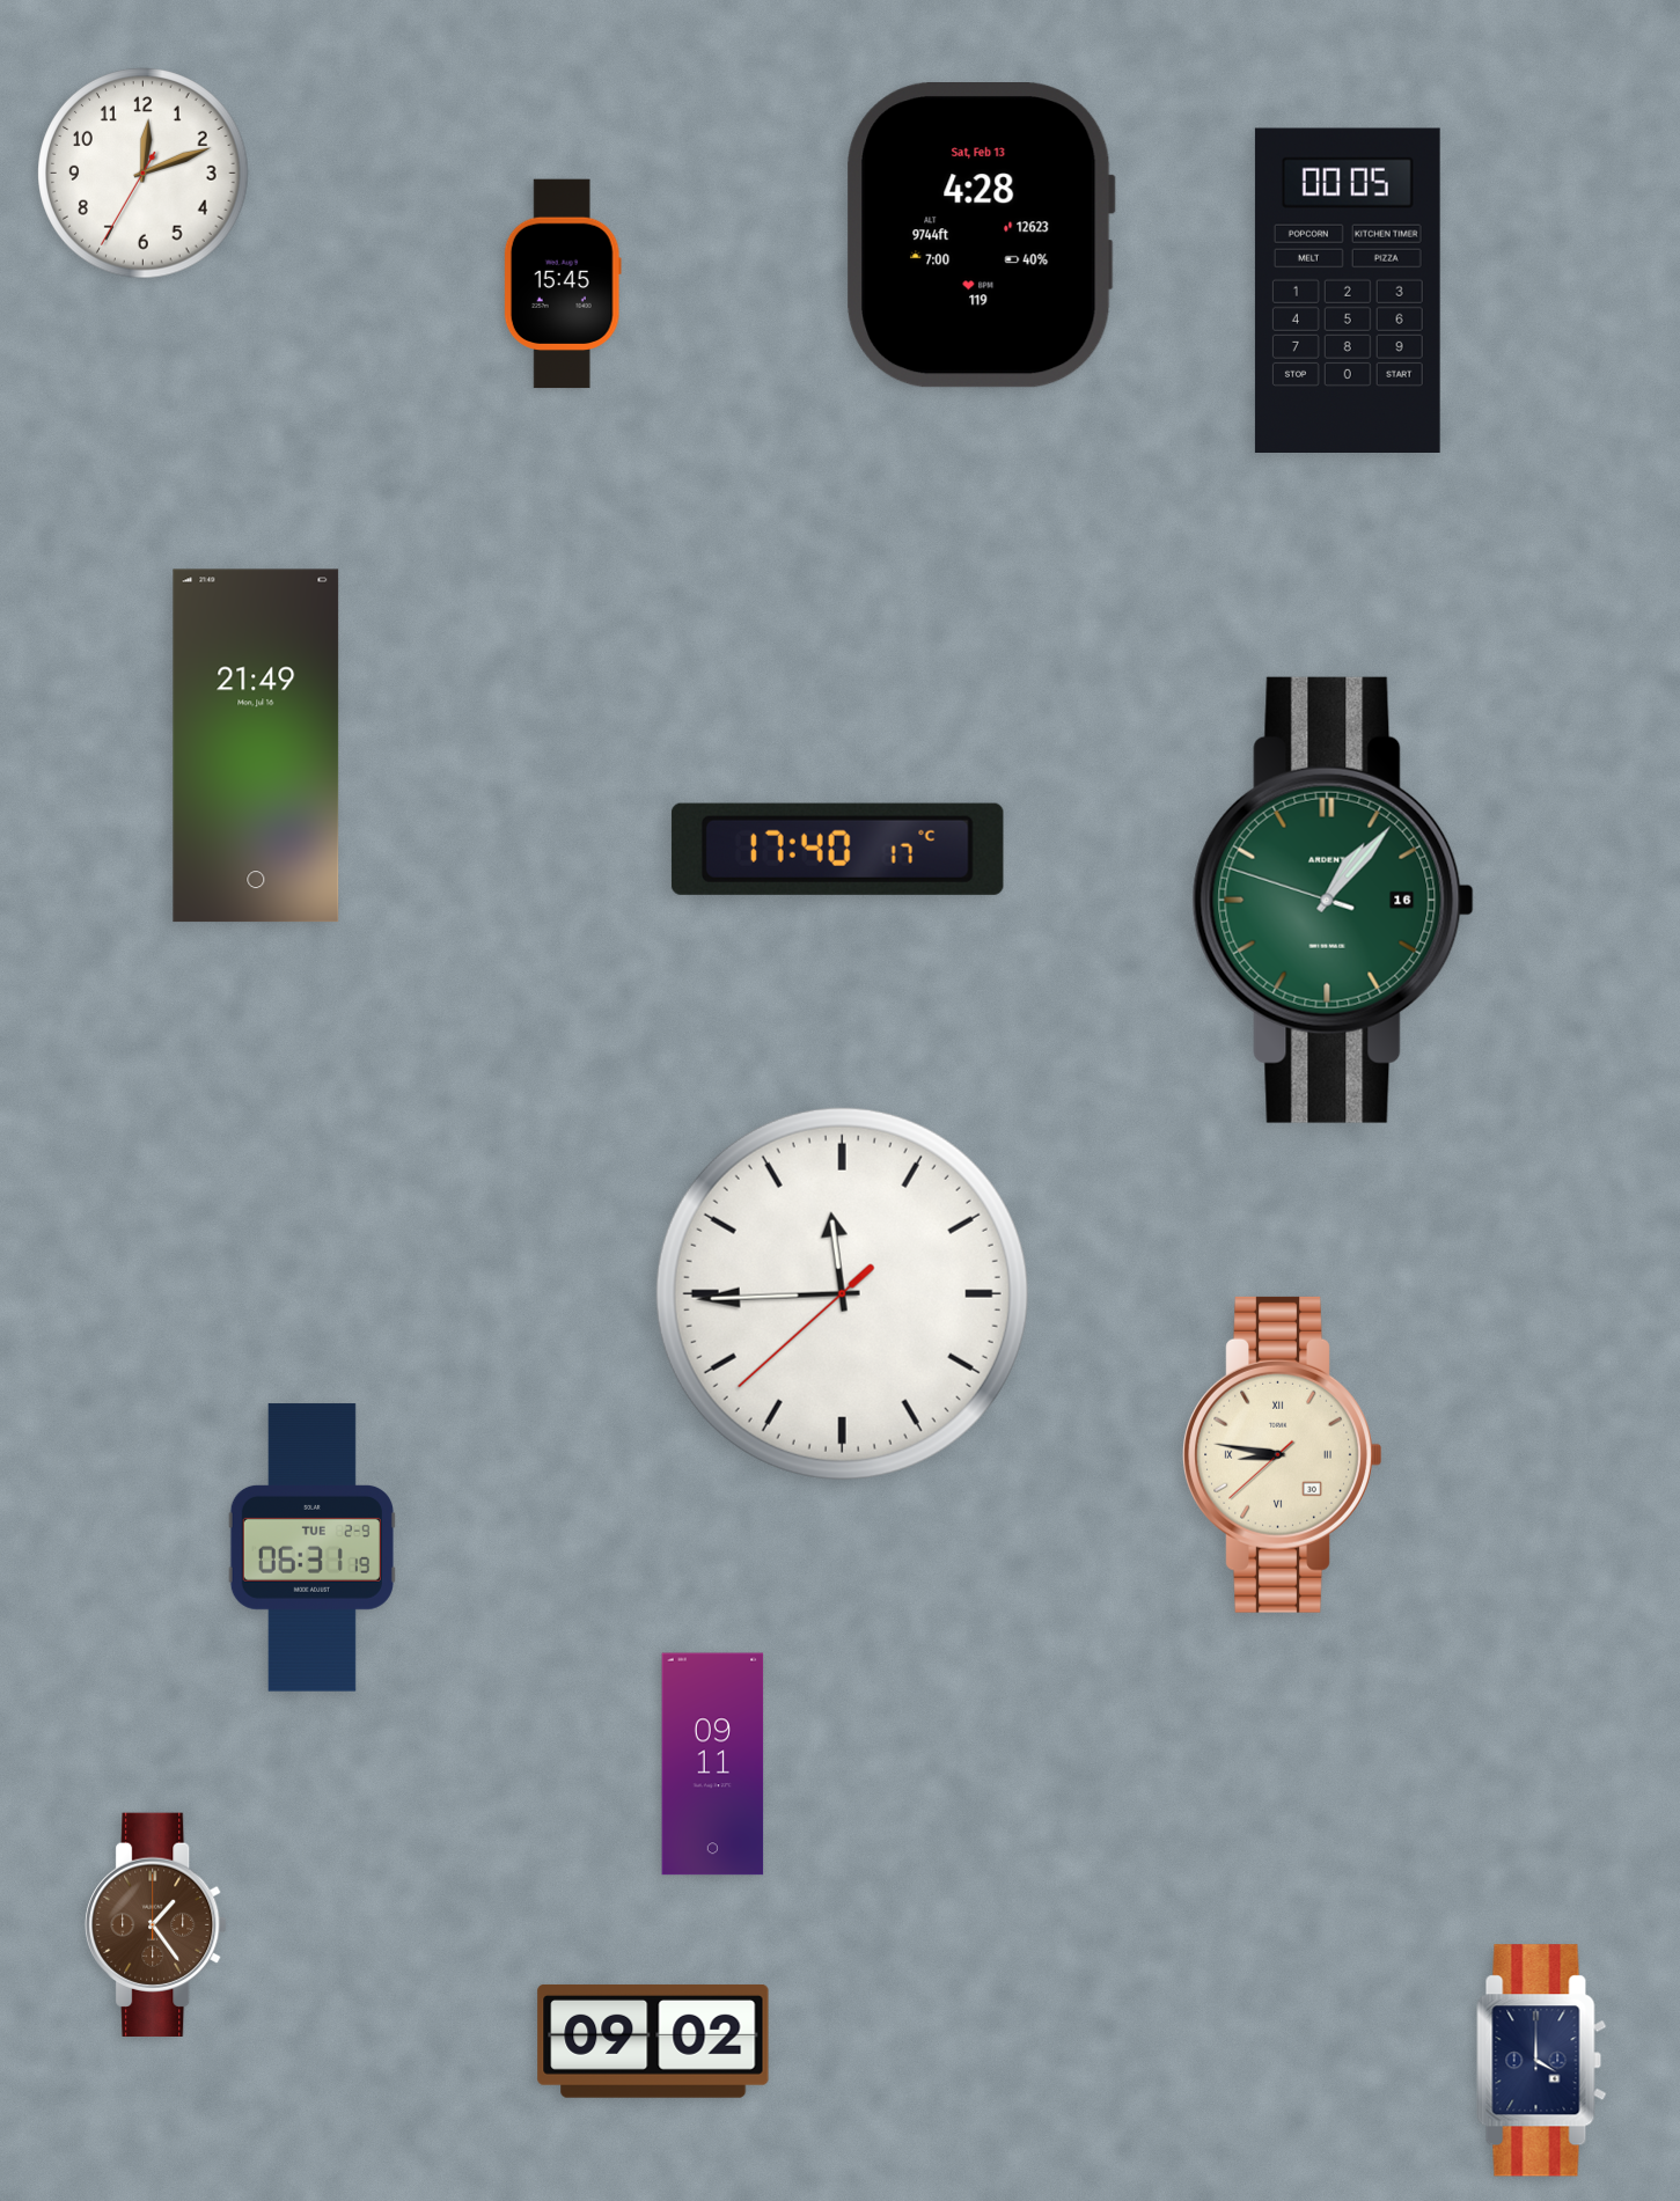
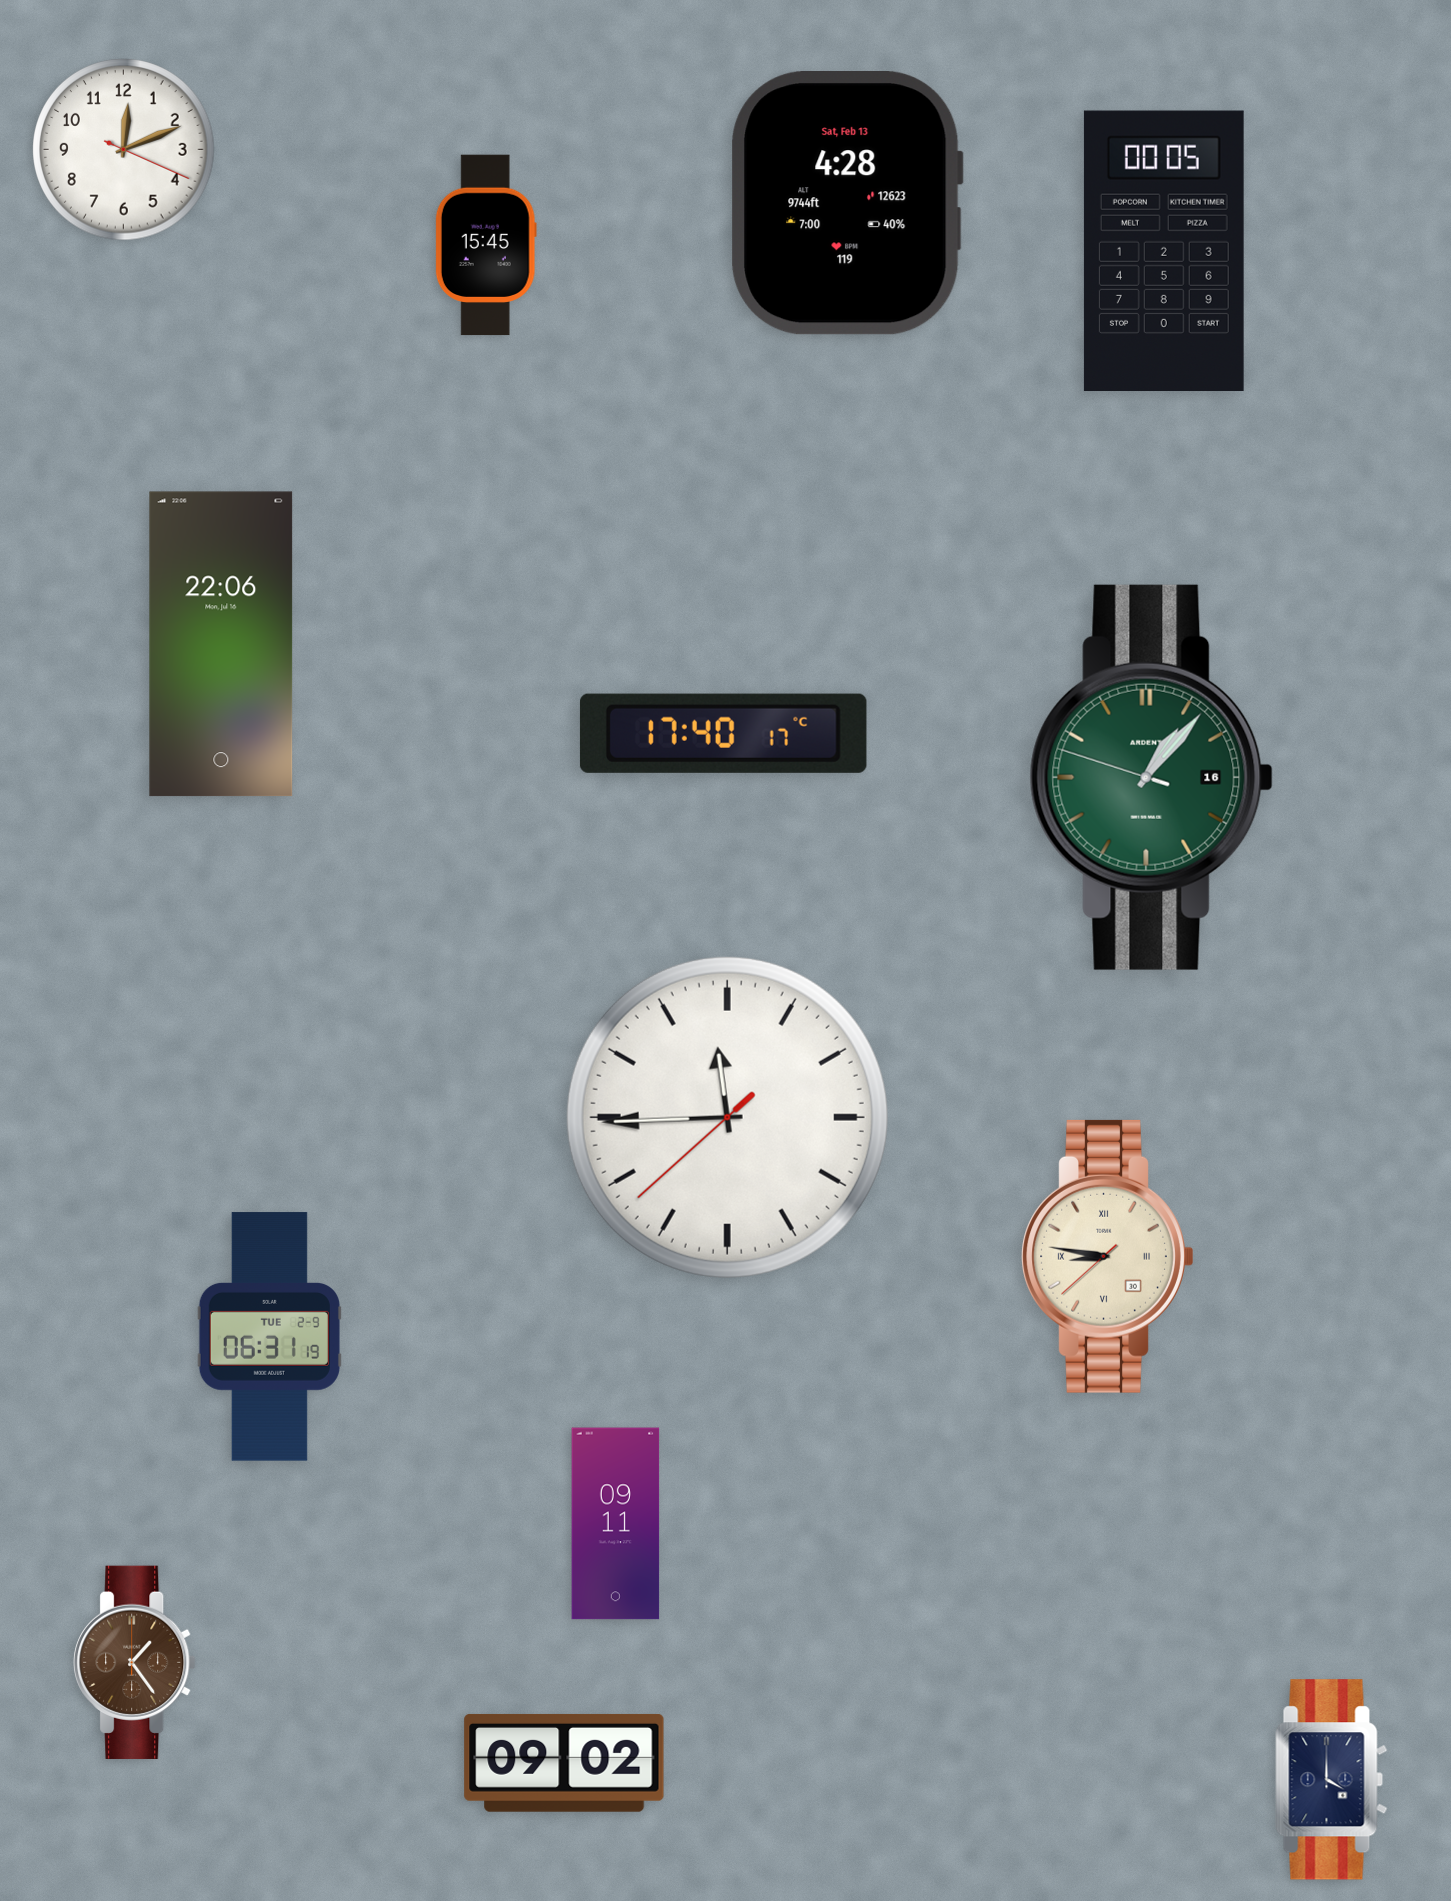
clock at (144, 174): 12:11:35 -> 12:11:19
clock at (256, 746): 21:49 -> 22:06
